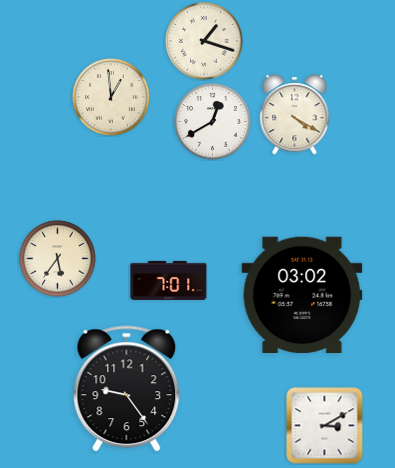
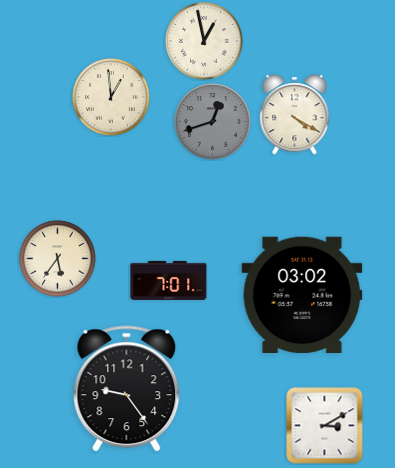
clock at (204, 41): 1:18 -> 12:58
clock at (213, 122): 12:40 -> 12:42
clock at (213, 122) dial: white -> grey
